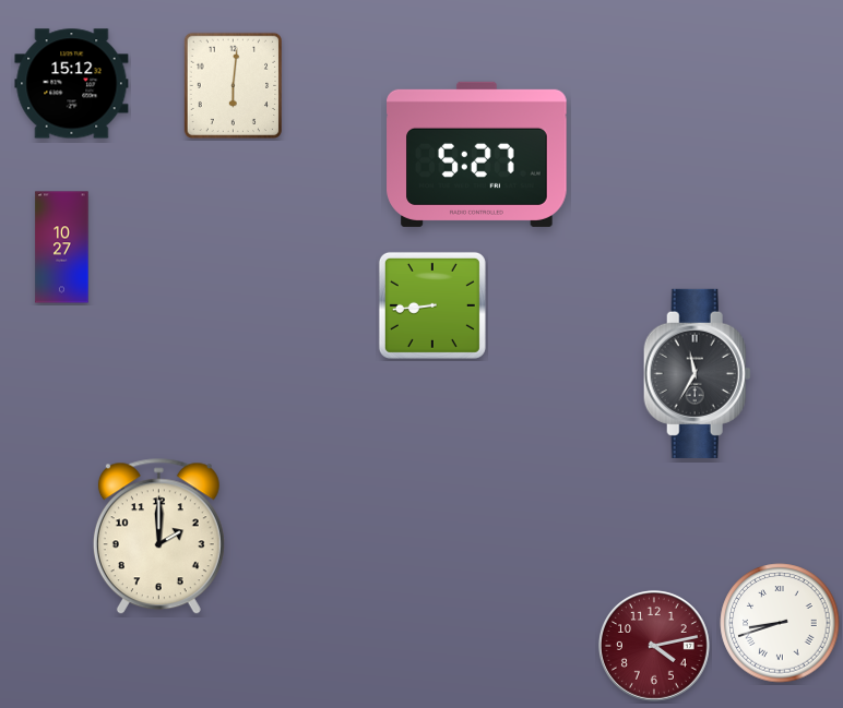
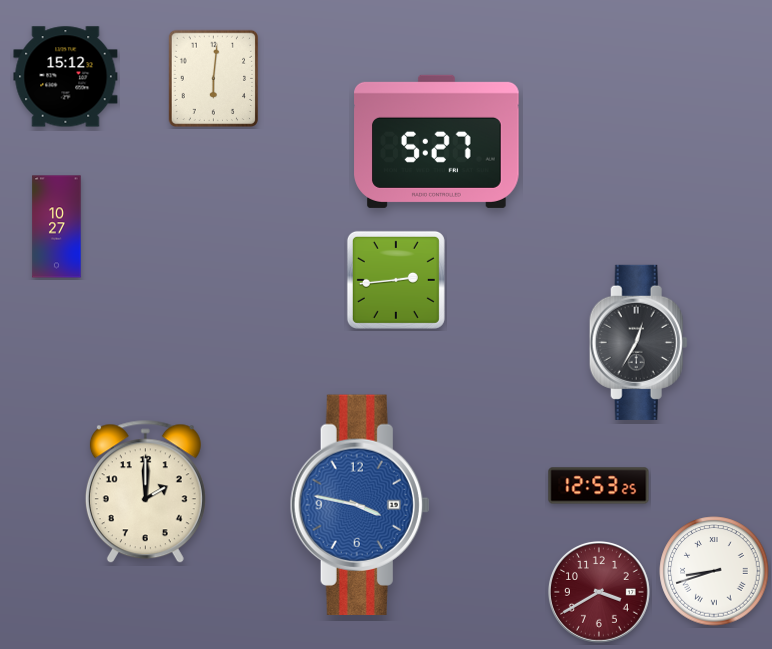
clock at (432, 305): 8:44 -> 2:44
clock at (697, 373): 11:35 -> 12:35
clock at (599, 486): none -> 12:53
clock at (360, 504): none -> 3:47
clock at (654, 646): 4:13 -> 3:40
